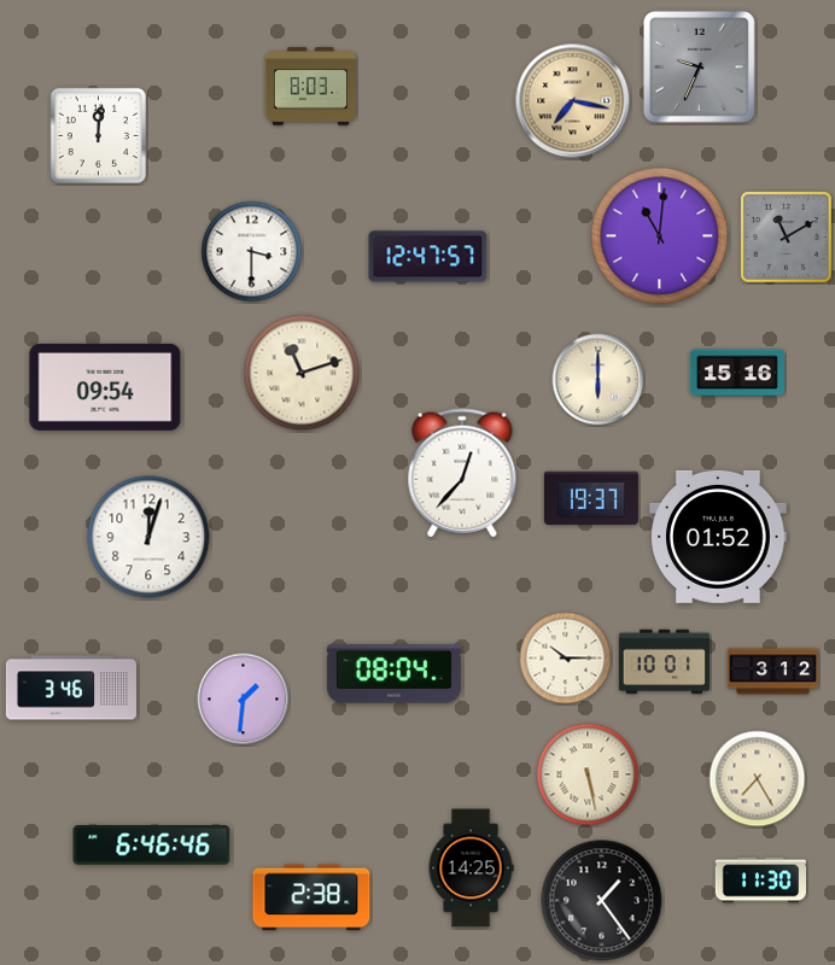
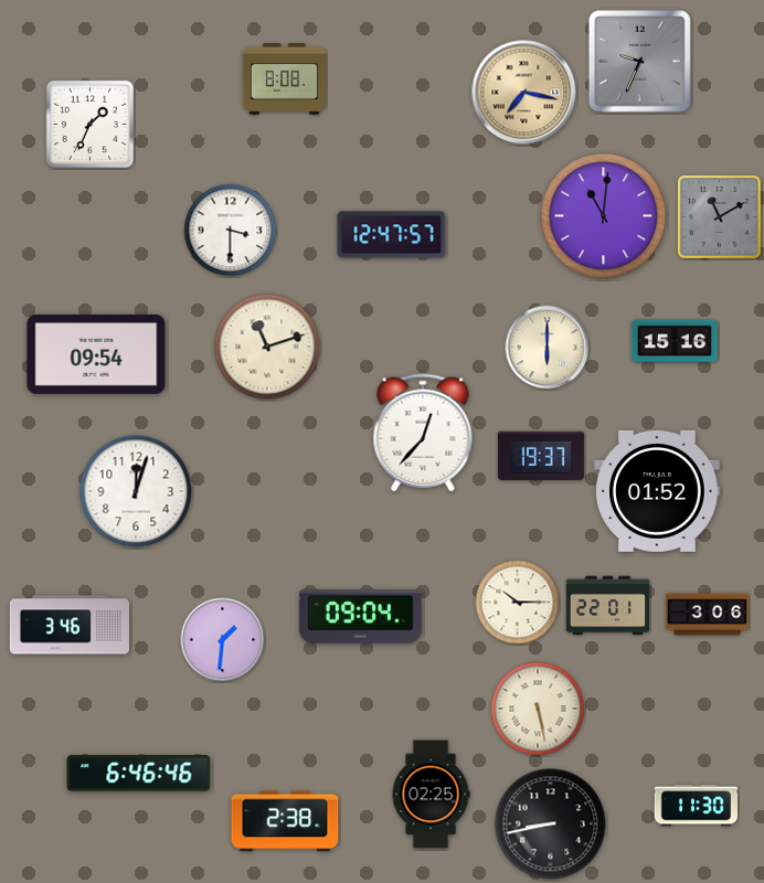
clock at (310, 87): 8:03 -> 8:08
clock at (98, 135): 12:01 -> 1:34
clock at (302, 373) position: (302, 373) -> (267, 347)
clock at (665, 662): 10:01 -> 22:01
clock at (773, 672): 3:12 -> 3:06
clock at (393, 674): 08:04 -> 09:04
clock at (71, 688) position: (71, 688) -> (70, 625)
clock at (758, 779): 7:25 -> none
clock at (471, 868): 14:25 -> 02:25
clock at (602, 901): 1:24 -> 8:43
